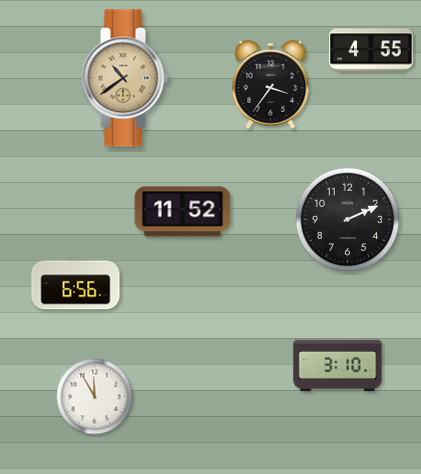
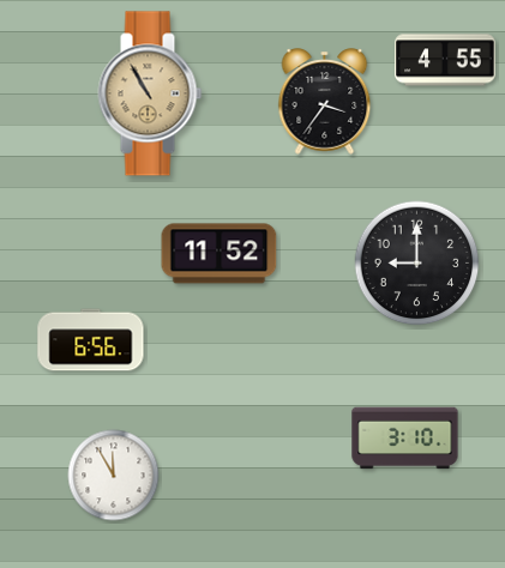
clock at (125, 78): 10:39 -> 10:55
clock at (348, 220): 2:11 -> 9:00
